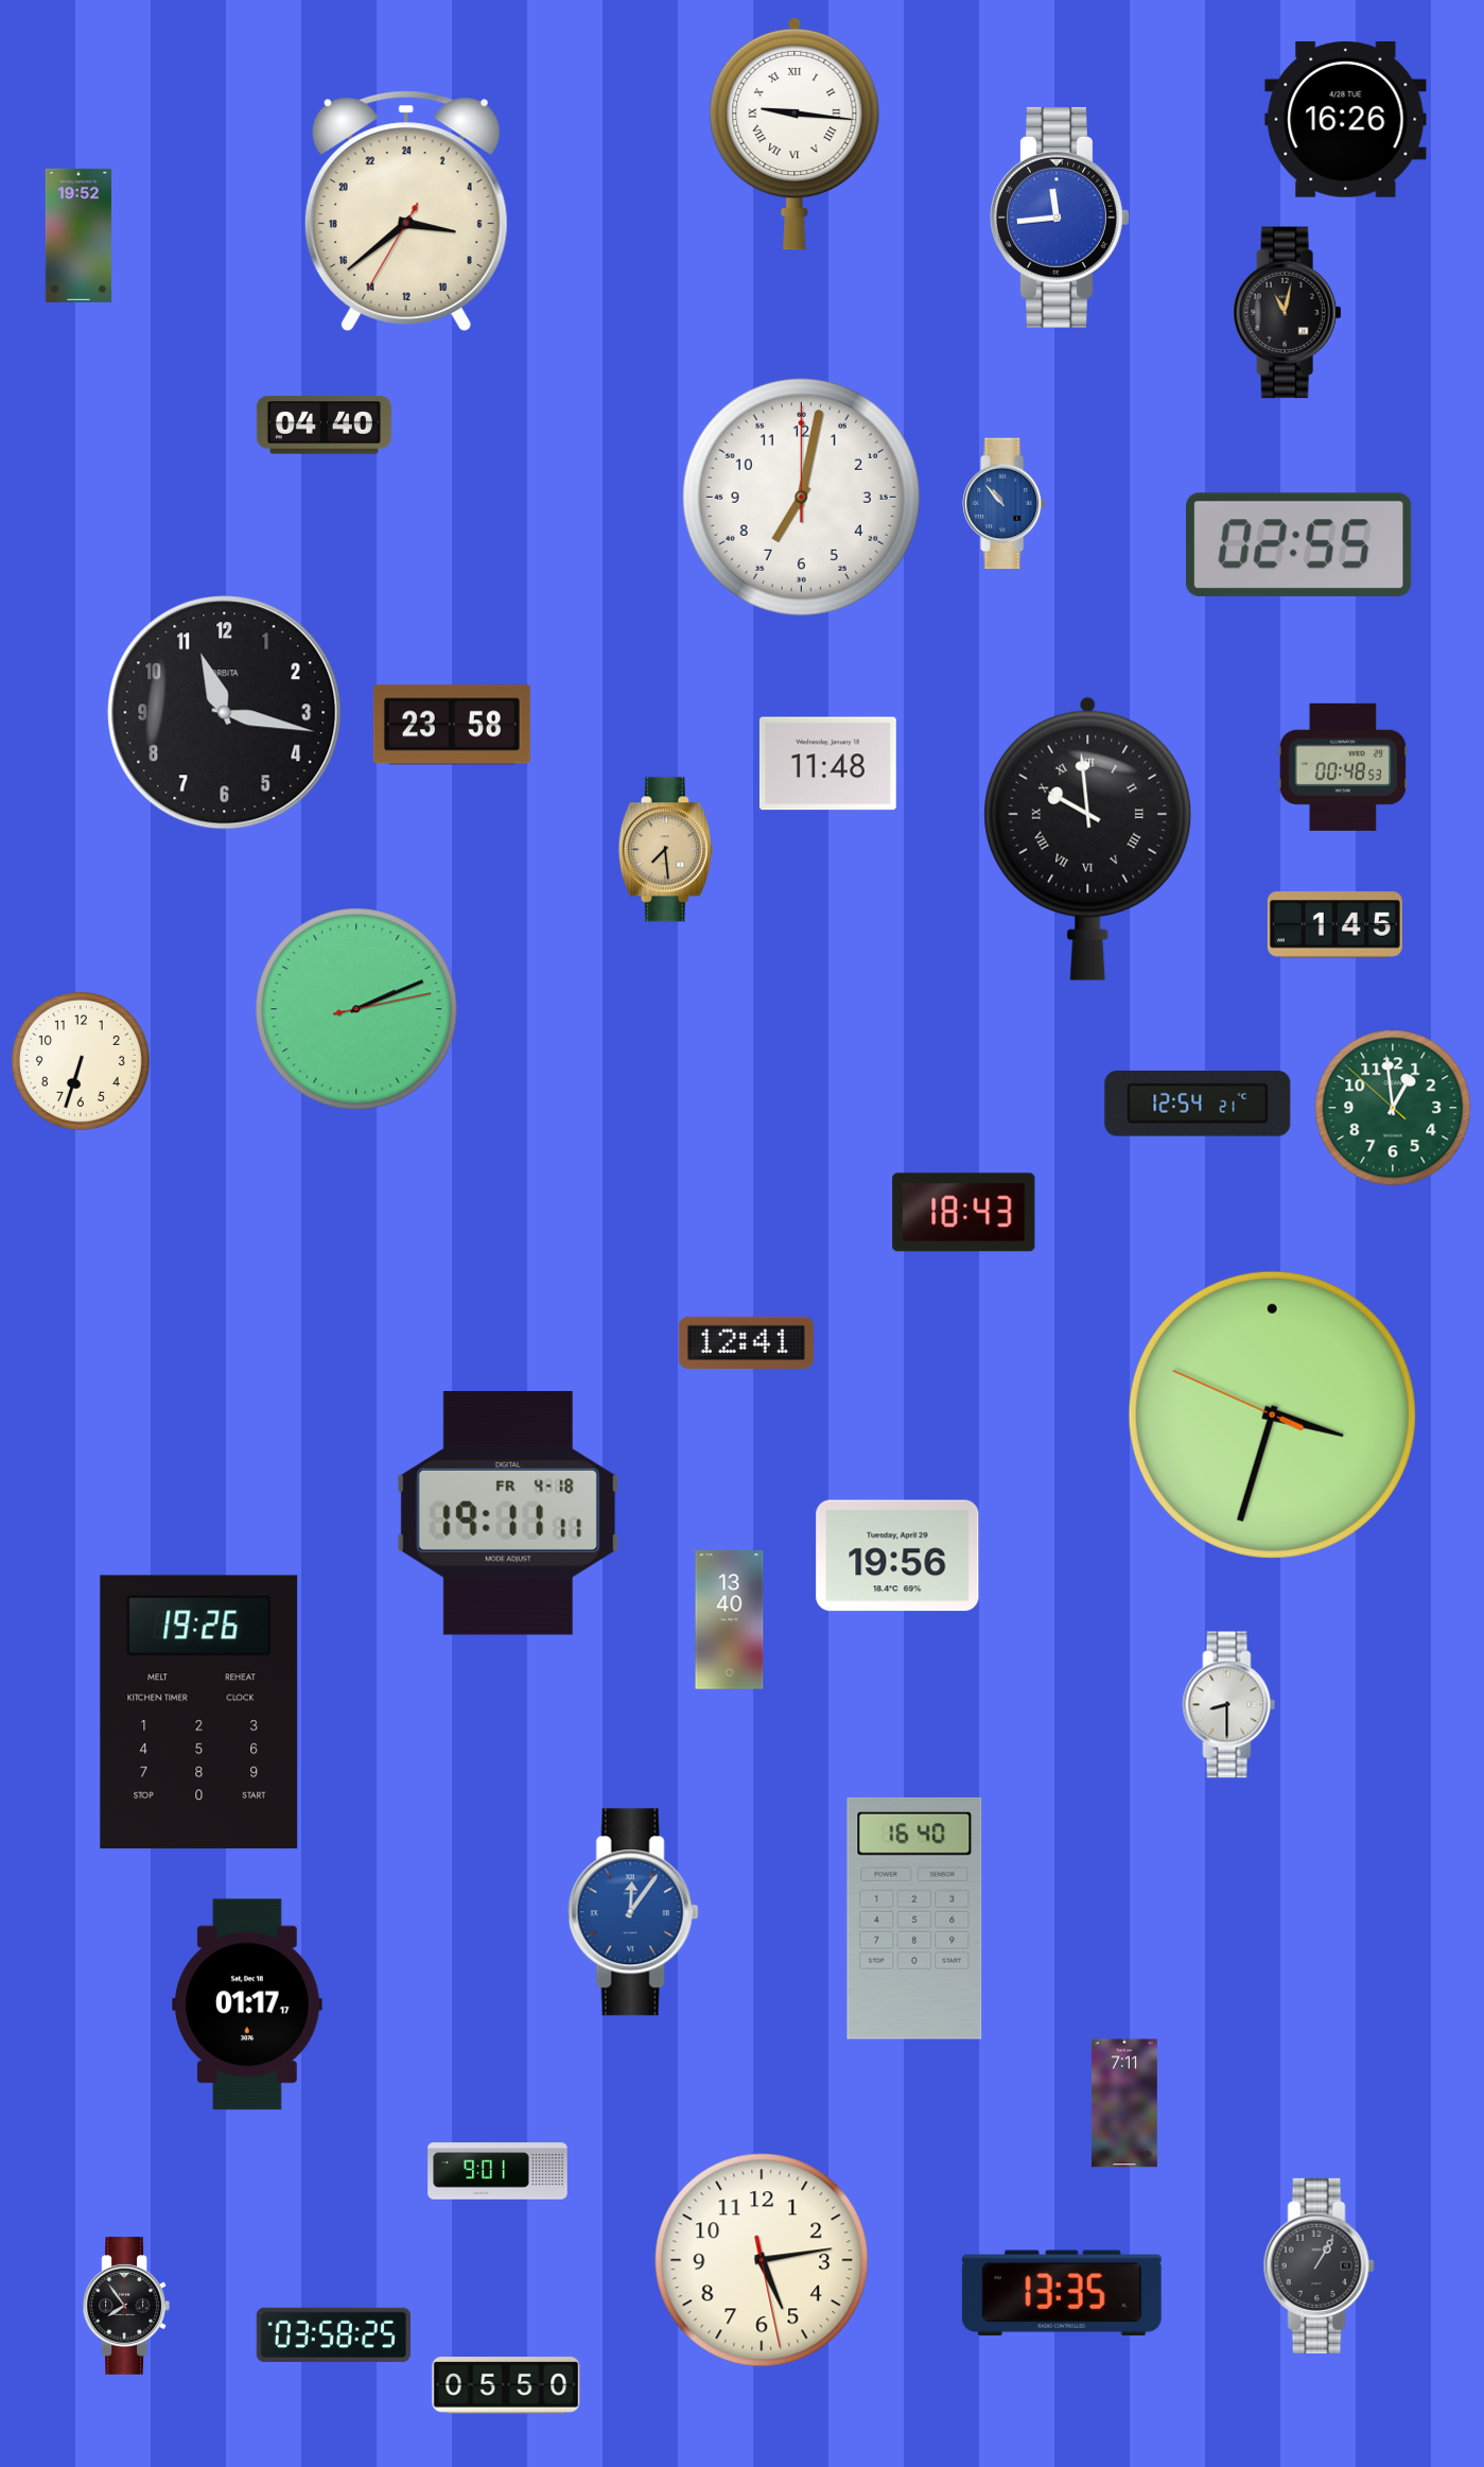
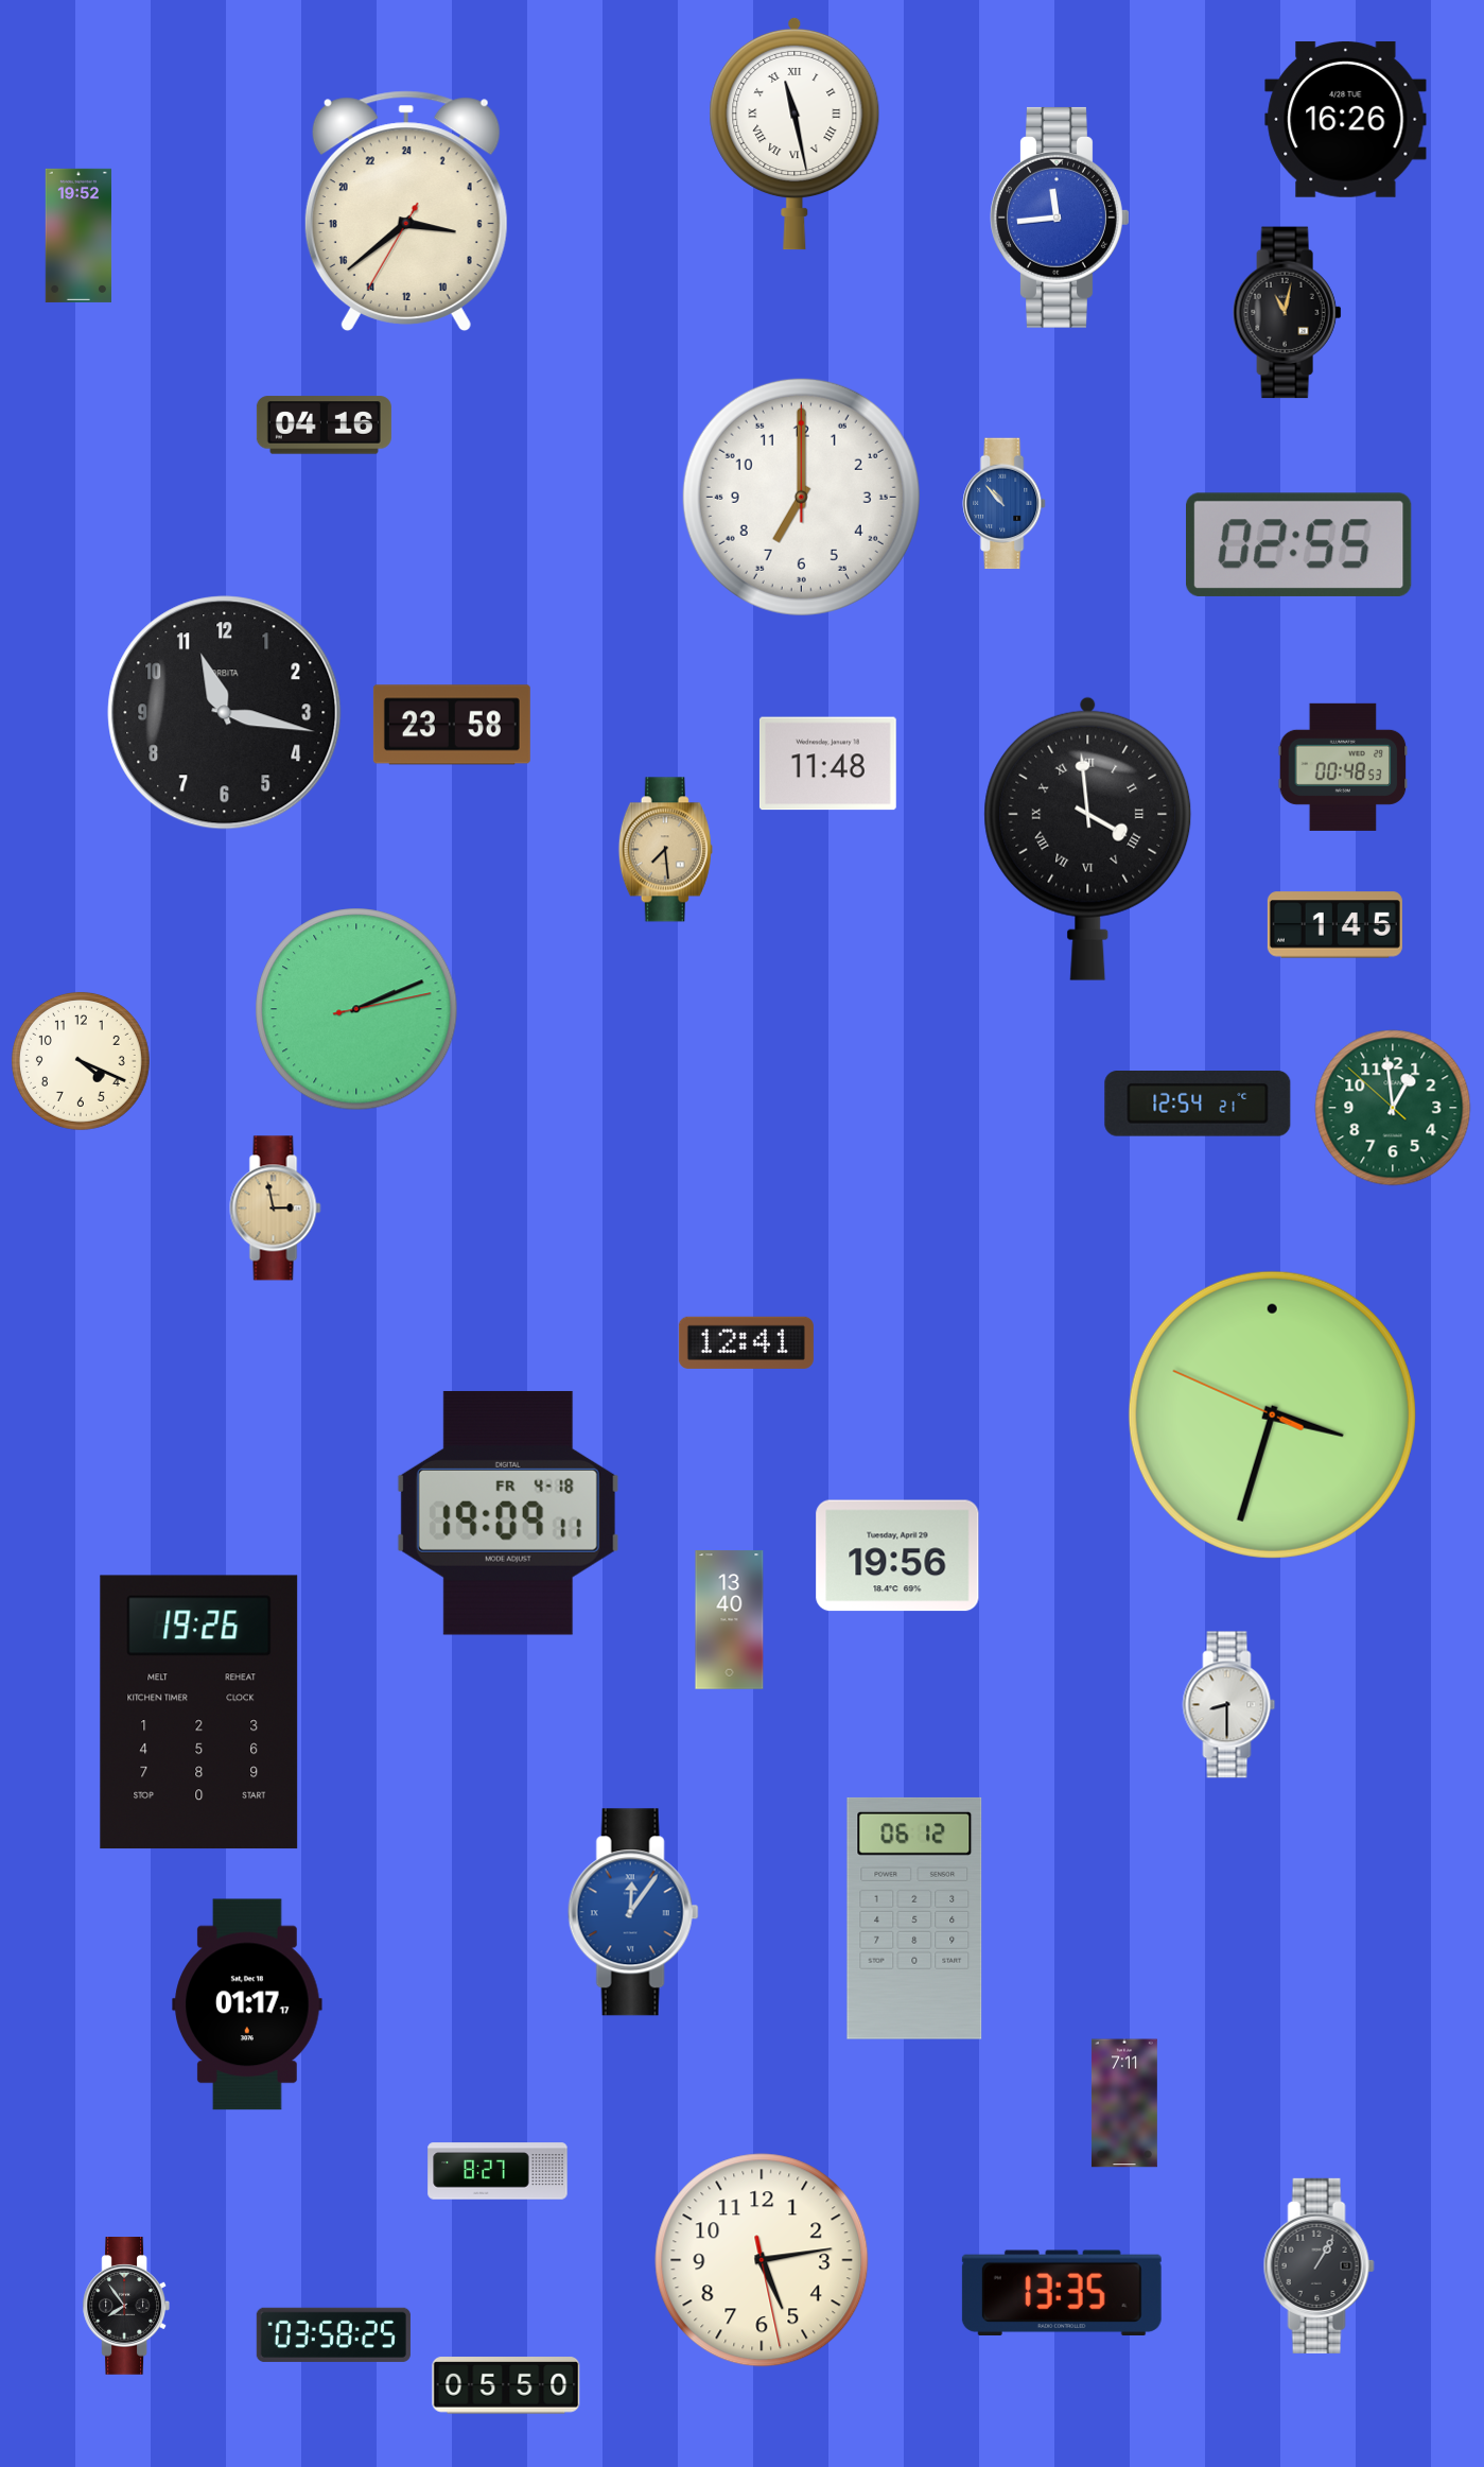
clock at (795, 134): 9:16 -> 11:28
clock at (324, 425): 04:40 -> 04:16
clock at (801, 497): 7:02 -> 7:00
clock at (1088, 838): 9:59 -> 3:59
clock at (81, 1061): 6:33 -> 4:19
clock at (276, 1209): none -> 2:58
clock at (964, 1213): 18:43 -> none
clock at (508, 1513): 19:11 -> 19:09
clock at (914, 1918): 16:40 -> 06:12
clock at (497, 2171): 9:01 -> 8:27
